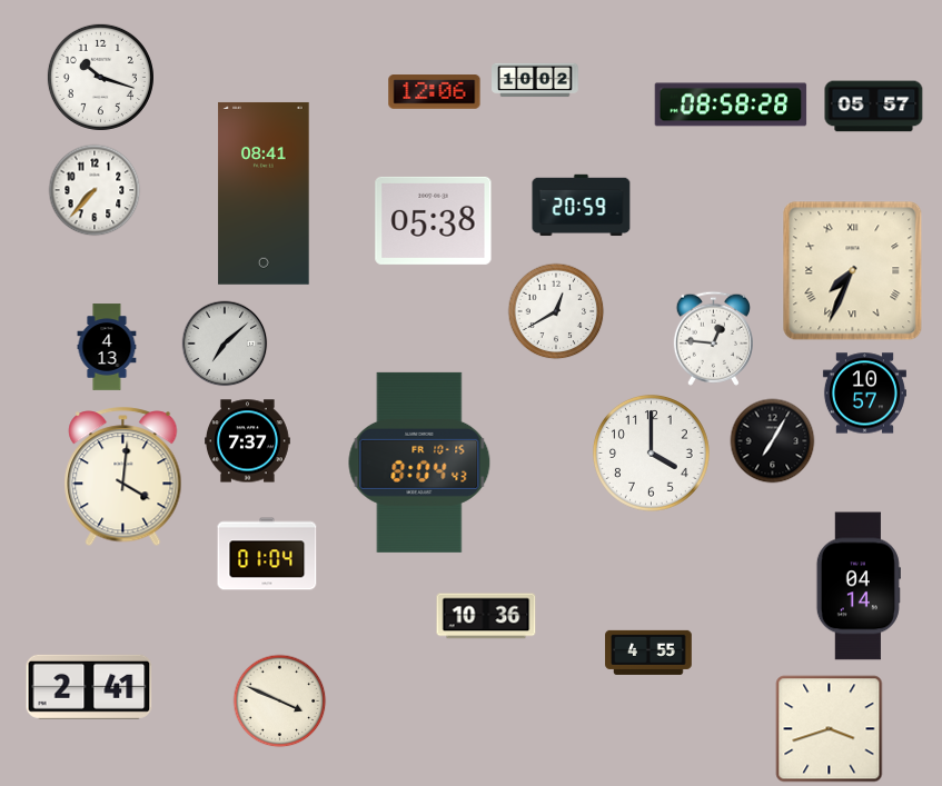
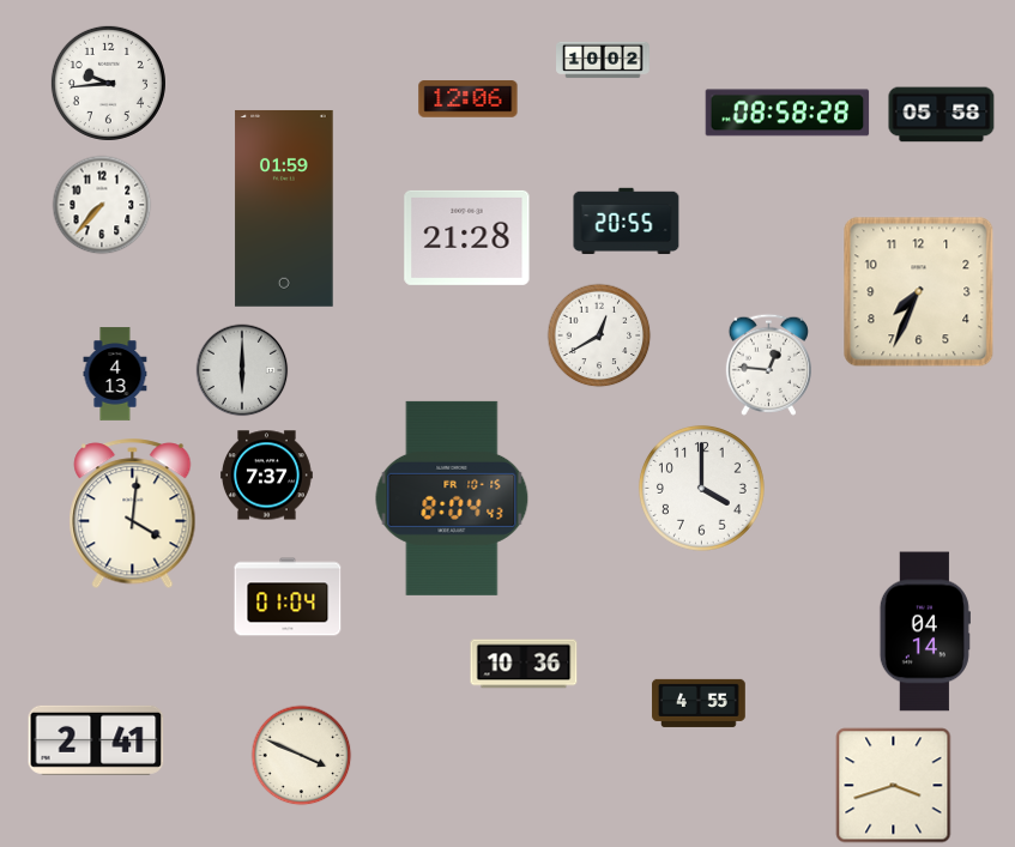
clock at (100, 77): 10:18 -> 9:44
clock at (535, 80) position: (535, 80) -> (603, 60)
clock at (874, 107): 05:57 -> 05:58
clock at (264, 193): 08:41 -> 01:59
clock at (582, 206): 20:59 -> 20:55
clock at (434, 220): 05:38 -> 21:28
clock at (853, 271) numerals: Roman -> Arabic
clock at (225, 344): 7:08 -> 6:00
clock at (864, 394): 10:57 -> none
clock at (773, 441): 7:05 -> none
